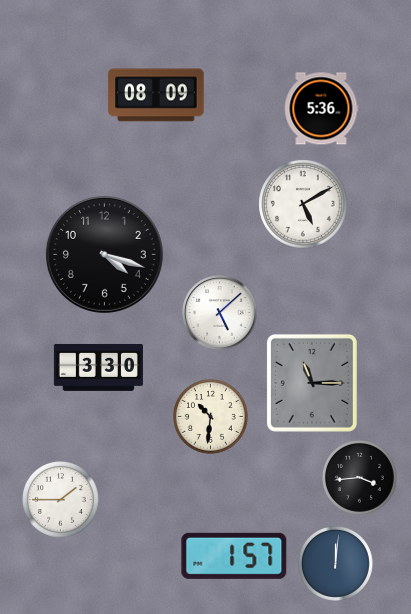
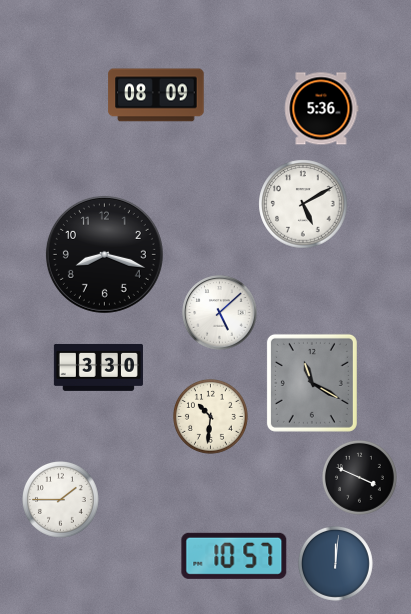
clock at (104, 254): 4:18 -> 8:18
clock at (312, 383): 11:15 -> 11:20
clock at (359, 477): 3:44 -> 3:49
clock at (234, 556): 1:57 -> 10:57
